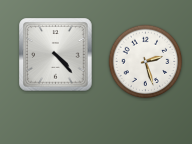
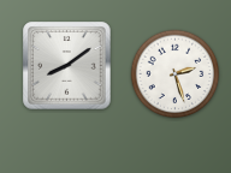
clock at (56, 55): 4:23 -> 8:09
